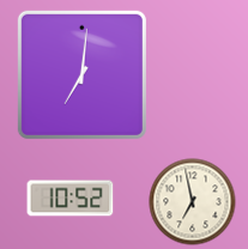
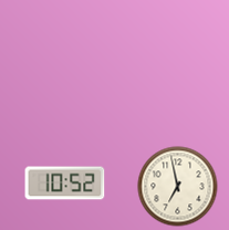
clock at (81, 74): 7:01 -> none
